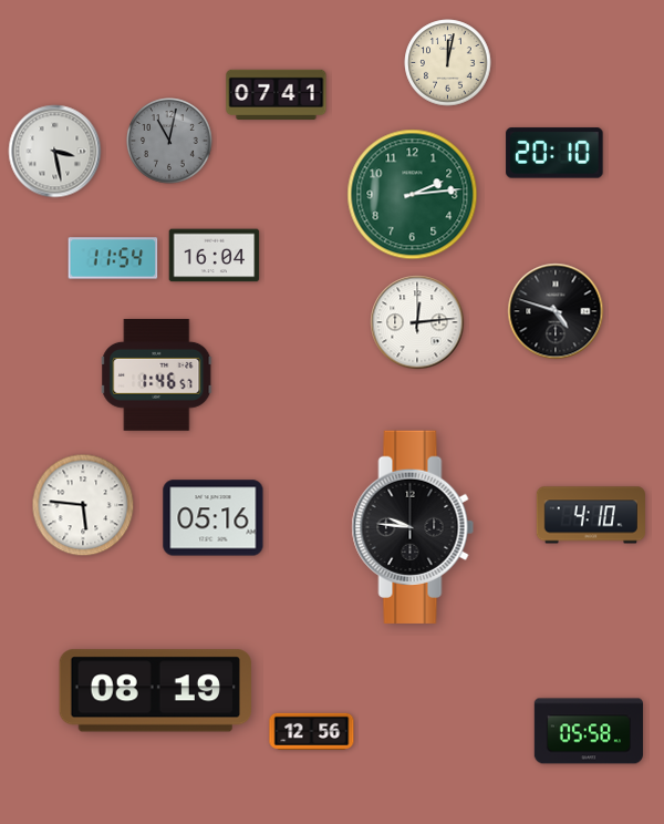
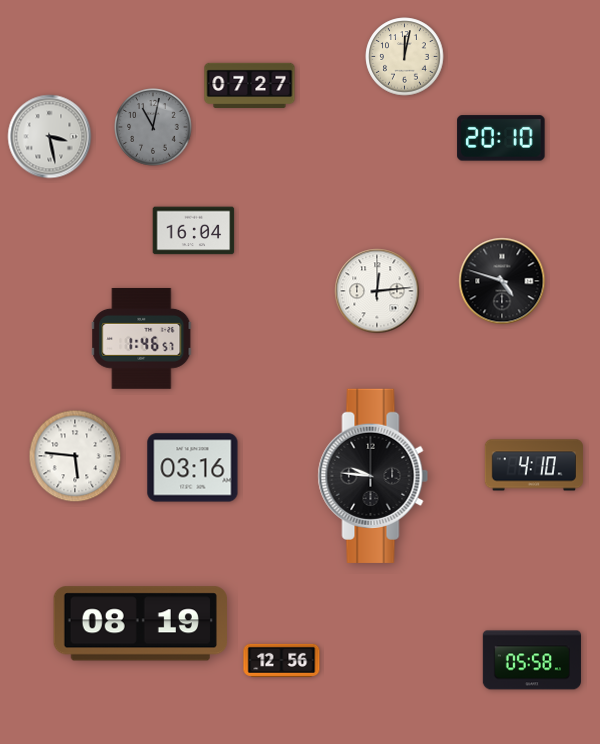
clock at (277, 95): 07:41 -> 07:27
clock at (413, 195): 2:14 -> none
clock at (113, 258): 11:54 -> none
clock at (214, 518): 05:16 -> 03:16
